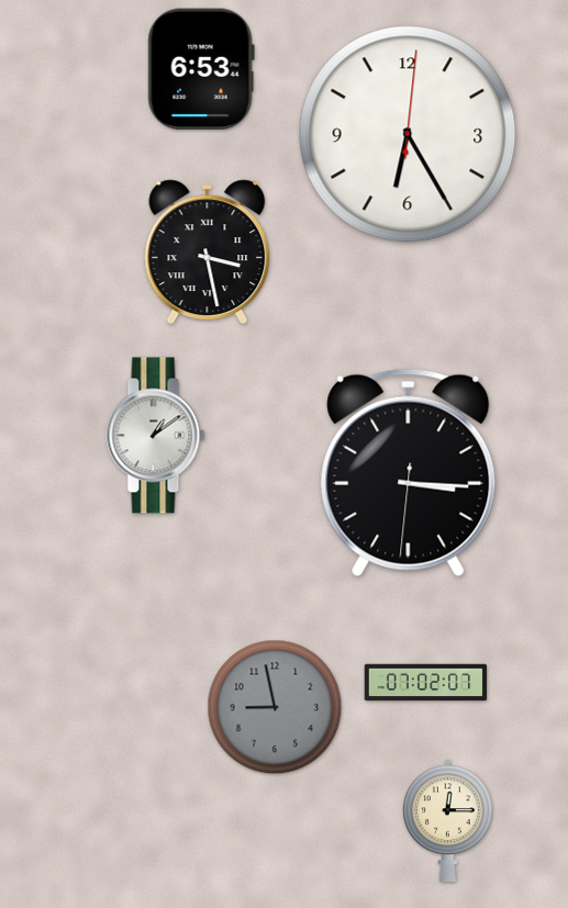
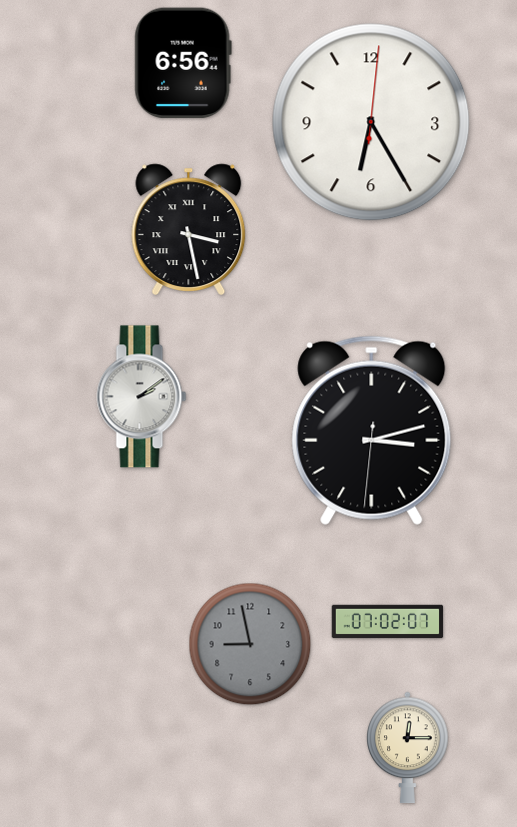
clock at (201, 69): 6:53 -> 6:56
clock at (156, 436): 1:09 -> 2:09
clock at (409, 472): 3:15 -> 3:12
